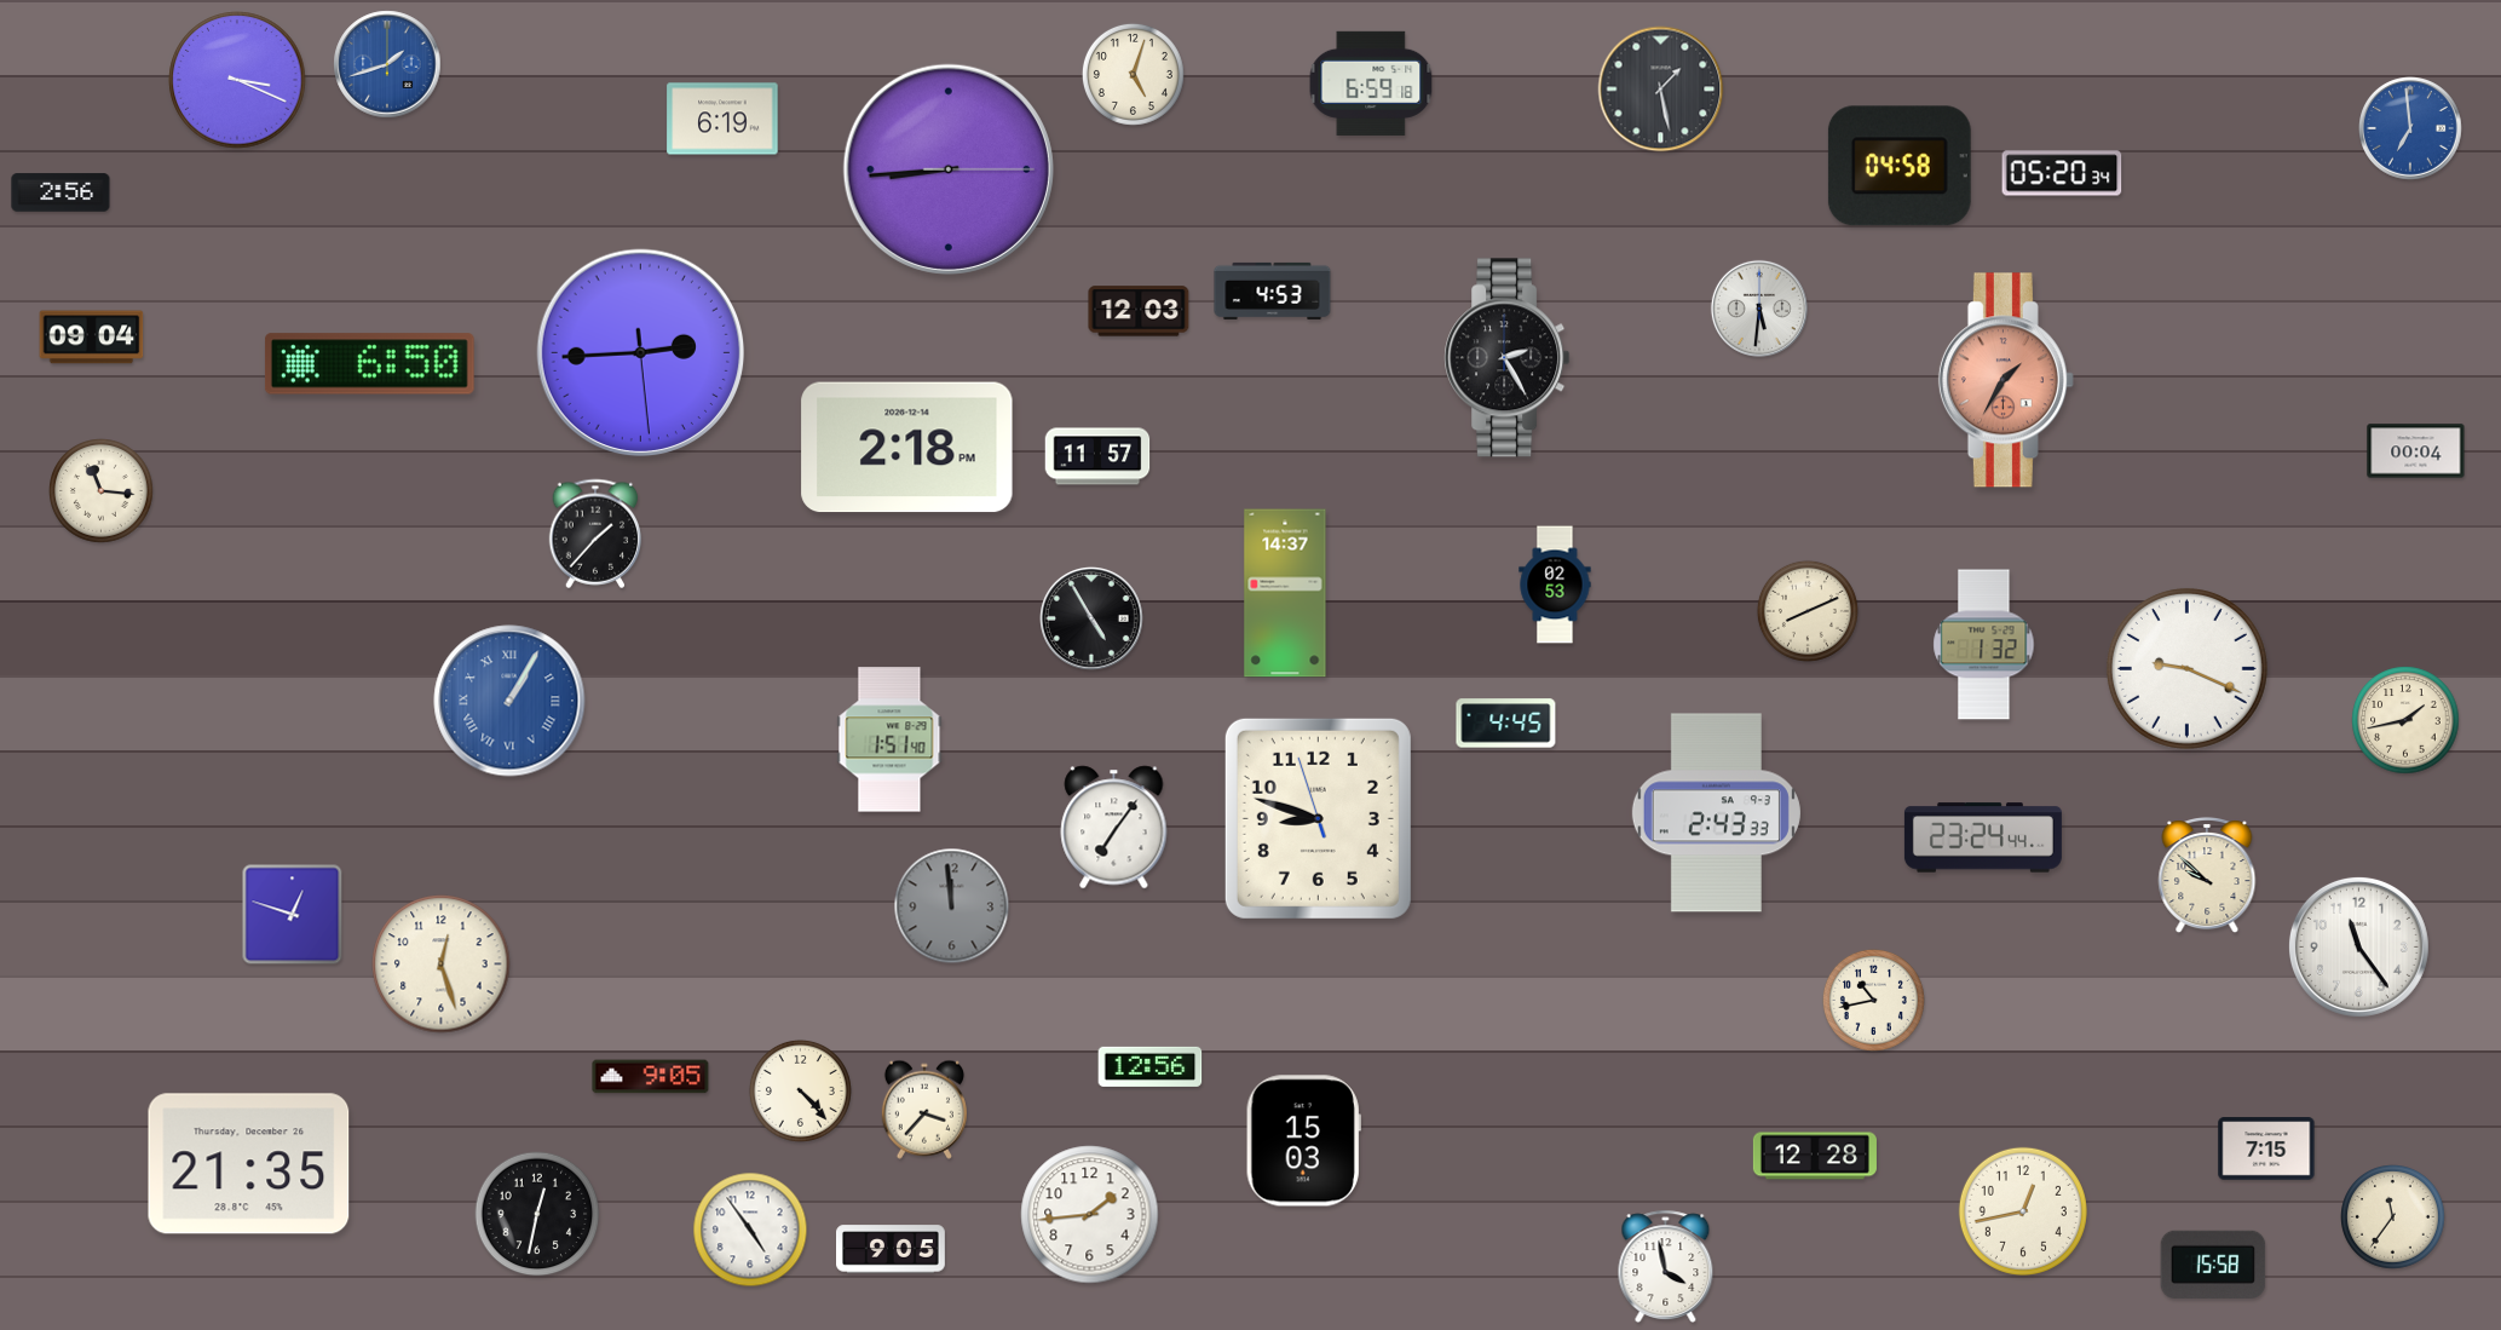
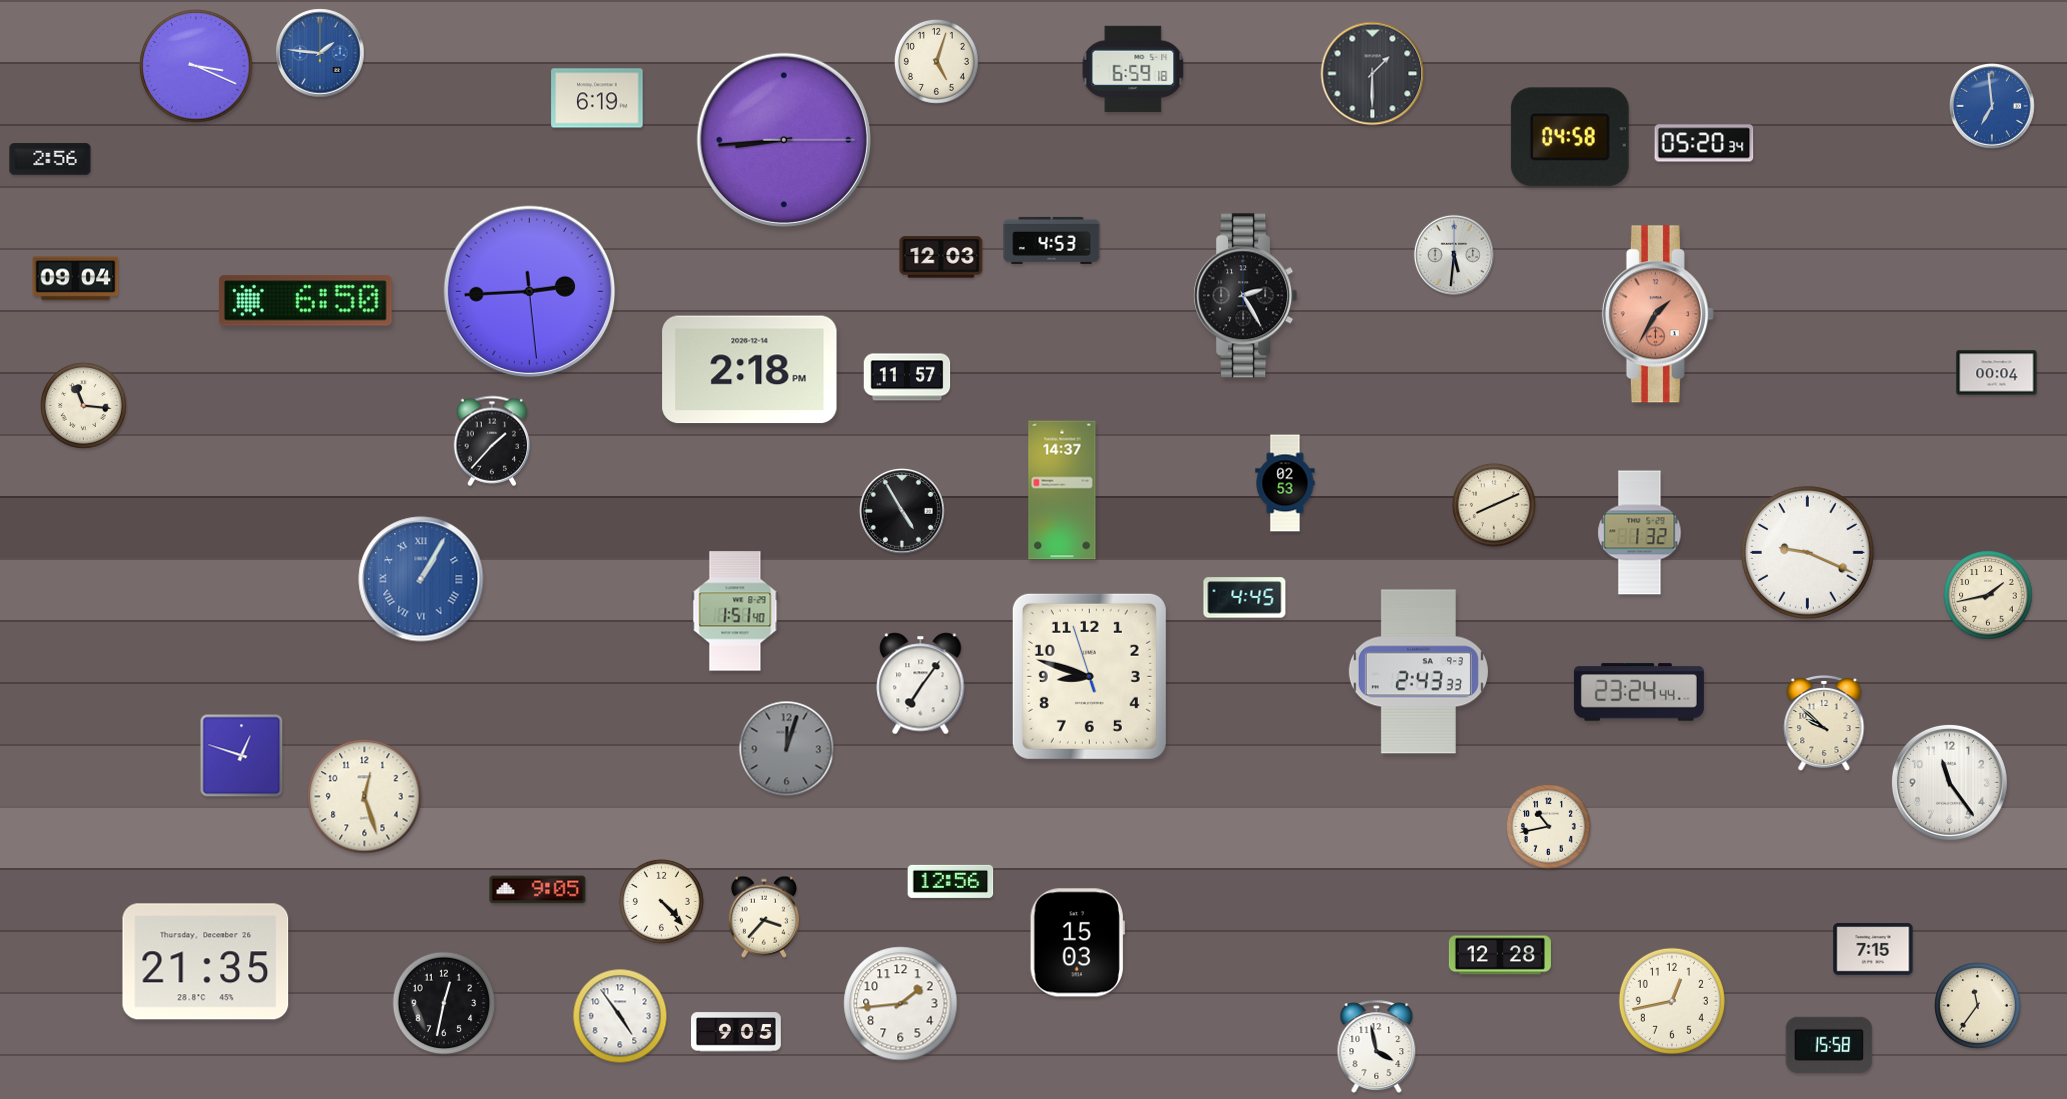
clock at (387, 64): 1:42 -> 1:46
clock at (1661, 90): 1:28 -> 1:30
clock at (952, 906): 11:59 -> 12:03
